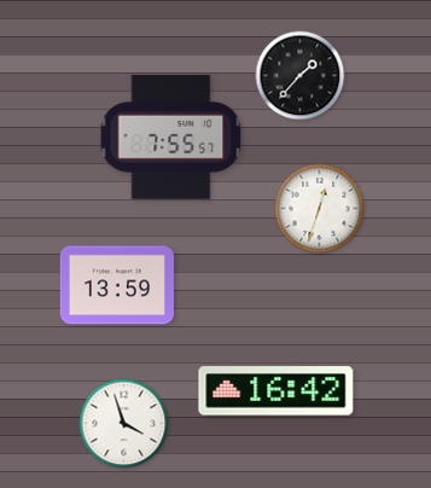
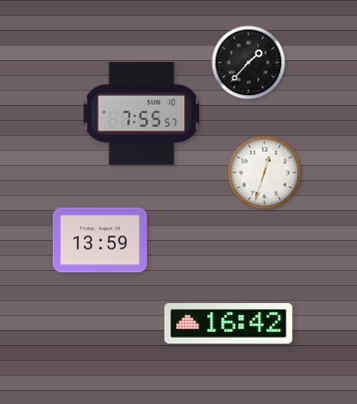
clock at (117, 285) position: (117, 285) -> (100, 240)
clock at (124, 424): 3:57 -> none
